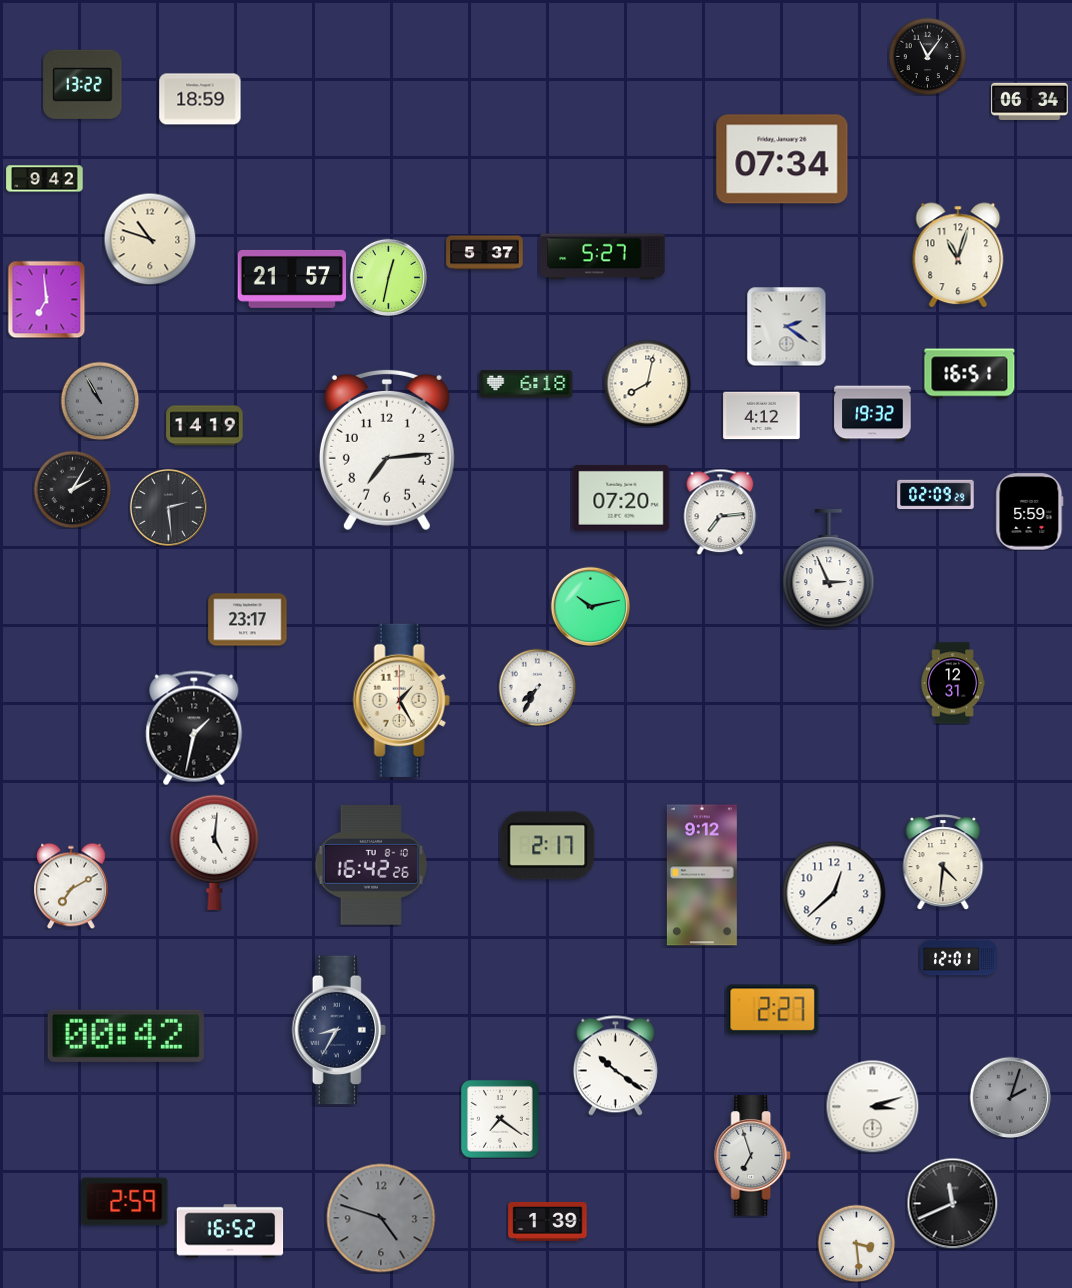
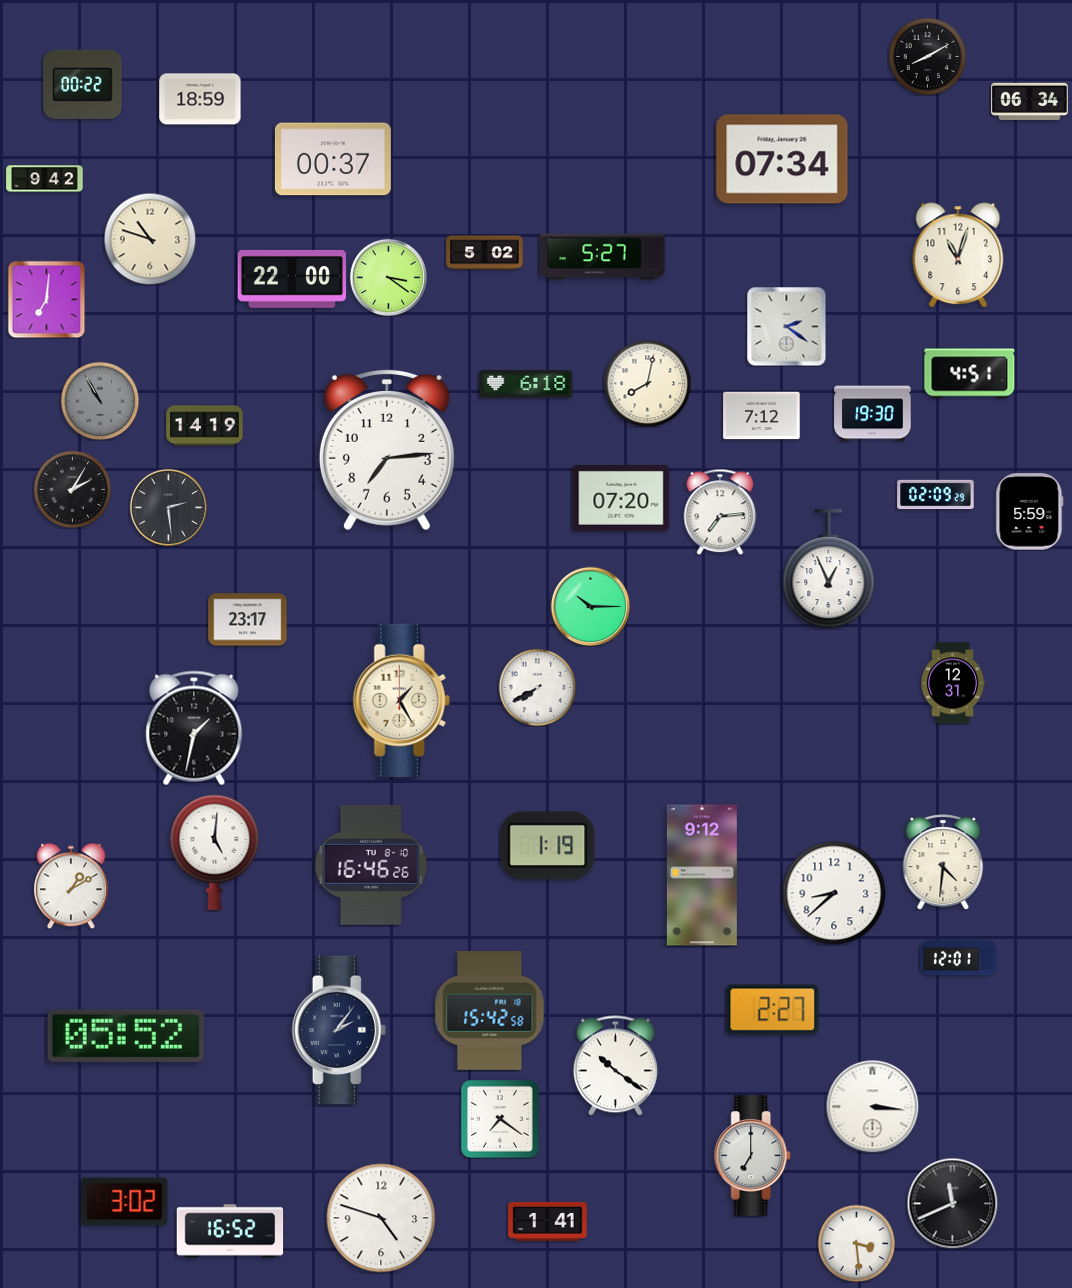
clock at (927, 56): 11:06 -> 8:10
clock at (83, 84): 13:22 -> 00:22
clock at (333, 159): none -> 00:37
clock at (485, 253): 5:37 -> 5:02
clock at (388, 277): 12:32 -> 3:21
clock at (291, 279): 21:57 -> 22:00
clock at (46, 299): 6:59 -> 7:01
clock at (970, 374): 16:51 -> 4:51
clock at (873, 414): 19:32 -> 19:30
clock at (762, 416): 4:12 -> 7:12
clock at (829, 570): 2:56 -> 12:56
clock at (590, 606): 10:13 -> 10:15
clock at (537, 687): 7:35 -> 7:40
clock at (548, 846): 2:17 -> 1:19
clock at (371, 866): 16:42 -> 16:46
clock at (71, 886): 7:10 -> 1:10
clock at (834, 893): 12:38 -> 8:38
clock at (490, 1011): none -> 15:42
clock at (339, 1030): 8:35 -> 2:06
clock at (126, 1036): 00:42 -> 05:52
clock at (1010, 1097): 2:03 -> none
clock at (872, 1106): 3:12 -> 3:16
clock at (753, 1156): 6:57 -> 7:00
clock at (125, 1202): 2:59 -> 3:02
clock at (381, 1218) dial: grey -> white
clock at (548, 1221): 1:39 -> 1:41
